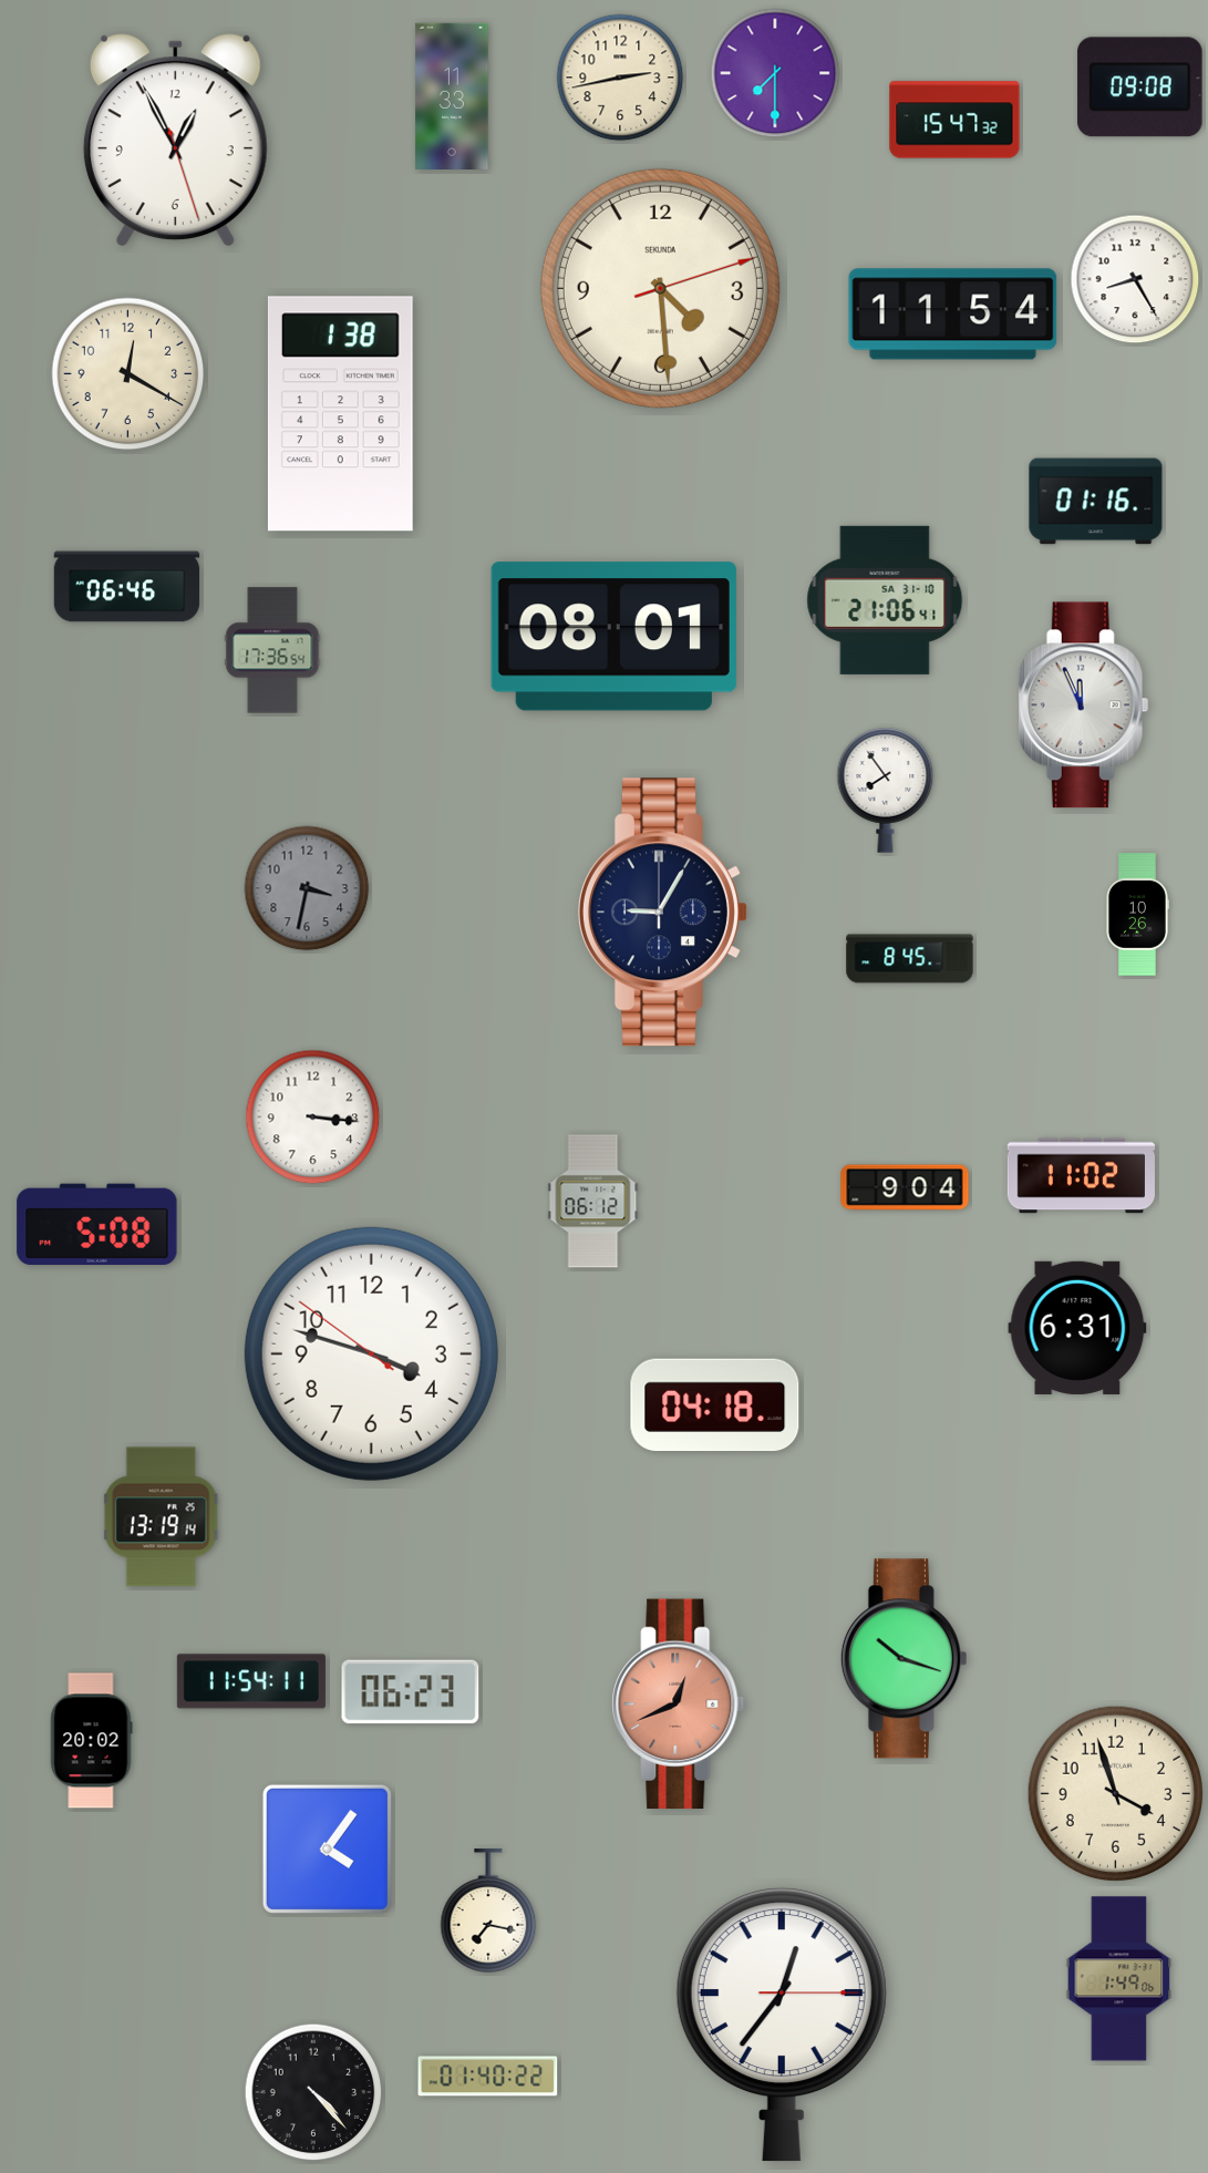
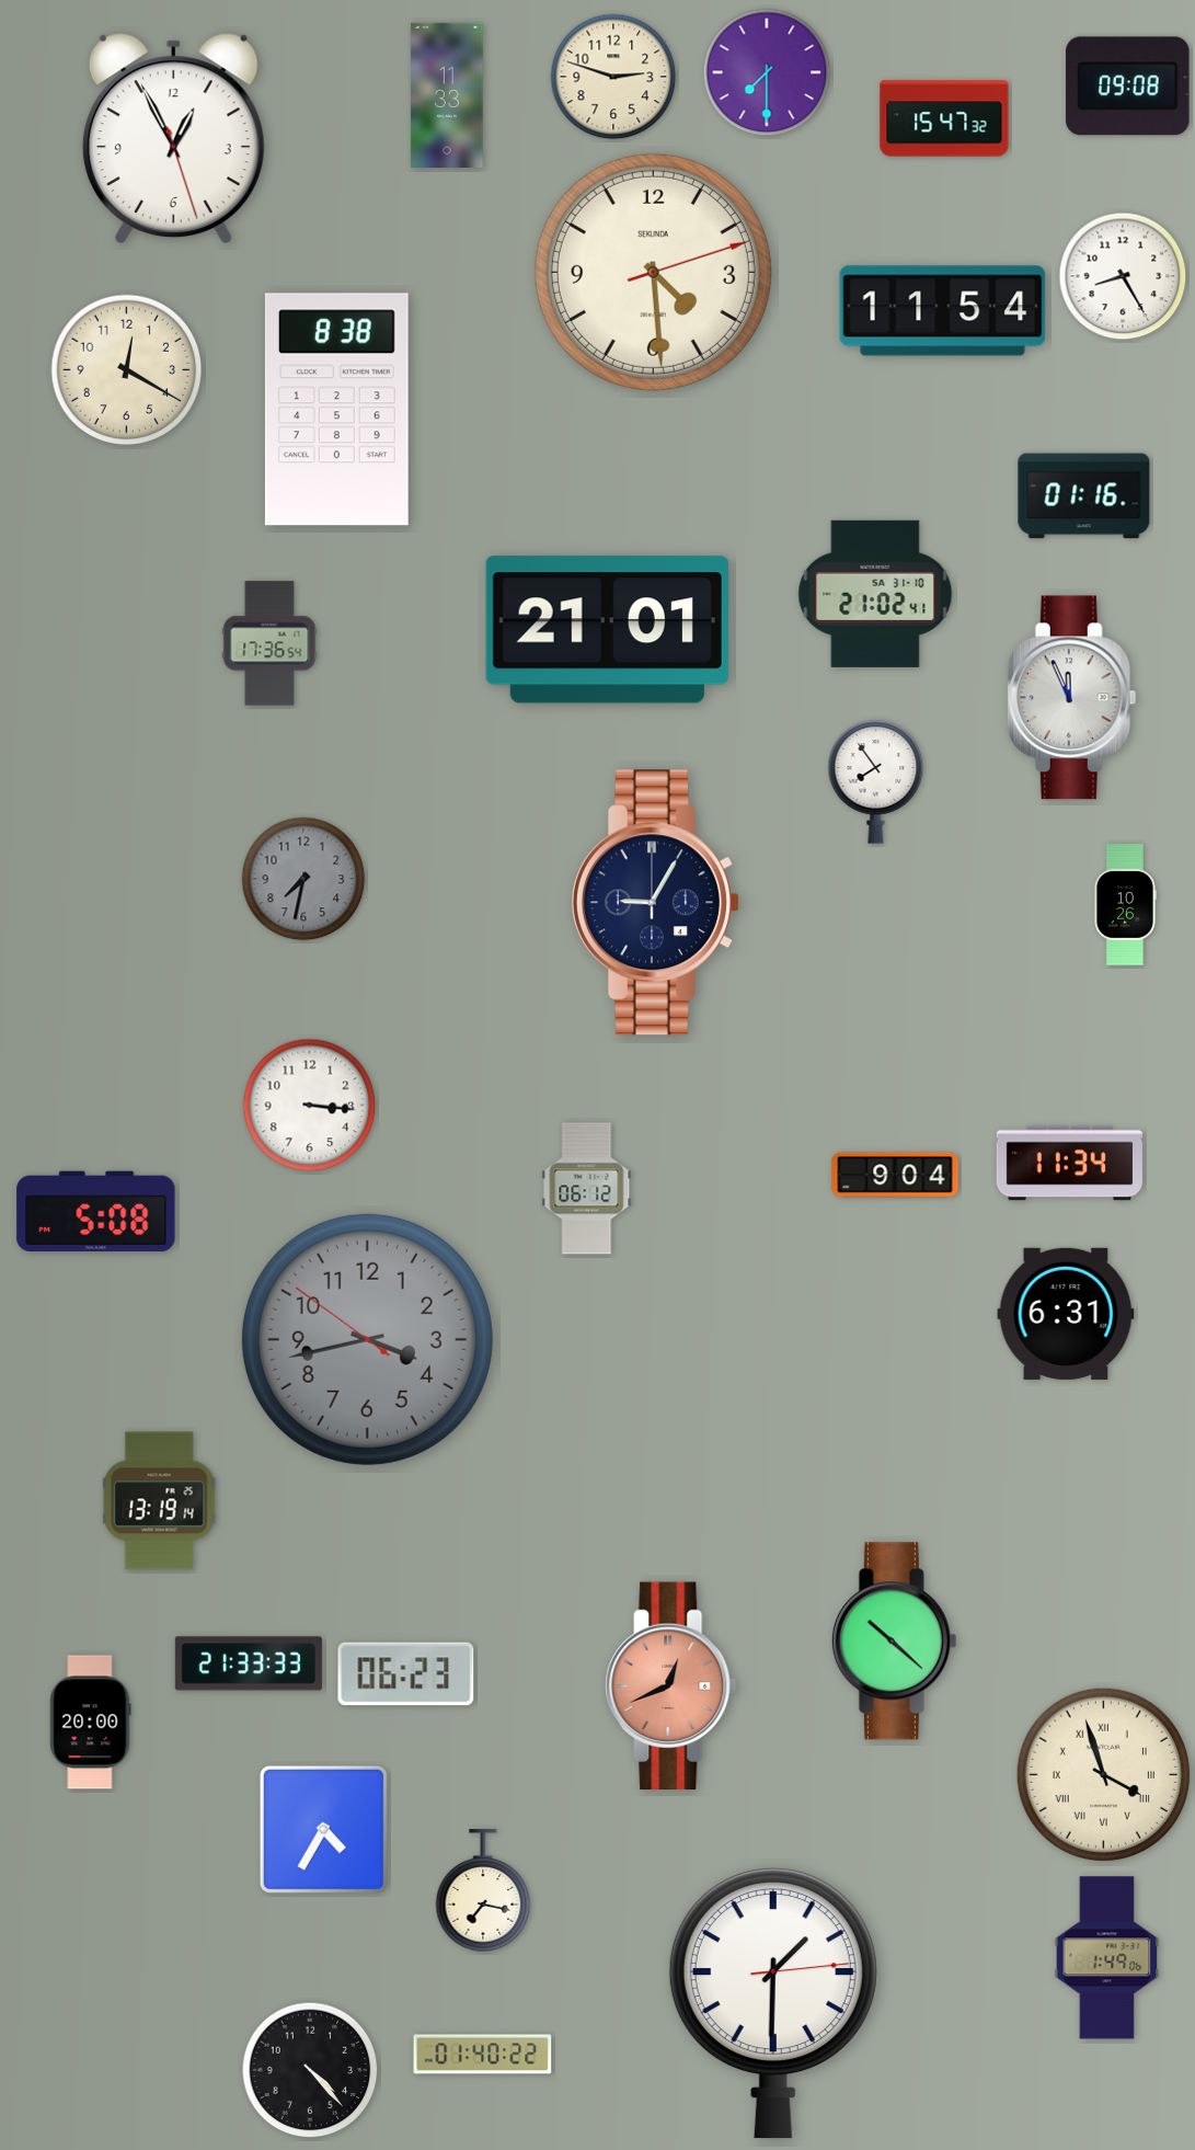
clock at (620, 78): 2:43 -> 2:48
clock at (660, 288) position: (660, 288) -> (653, 272)
clock at (340, 414): 1:38 -> 8:38
clock at (127, 587): 06:46 -> none
clock at (885, 600): 21:06 -> 21:02
clock at (613, 637): 08:01 -> 21:01
clock at (307, 888): 3:32 -> 7:32
clock at (910, 959): 8:45 -> none
clock at (1081, 1176): 11:02 -> 11:34
clock at (371, 1353): 3:47 -> 3:42
clock at (371, 1353) dial: white -> grey
clock at (715, 1405): 04:18 -> none
clock at (904, 1659): 10:18 -> 10:22
clock at (251, 1681): 11:54 -> 21:33
clock at (92, 1741): 20:02 -> 20:00
clock at (1115, 1793) numerals: Arabic -> Roman
clock at (327, 1848): 4:06 -> 4:35
clock at (782, 2025): 12:36 -> 1:30
